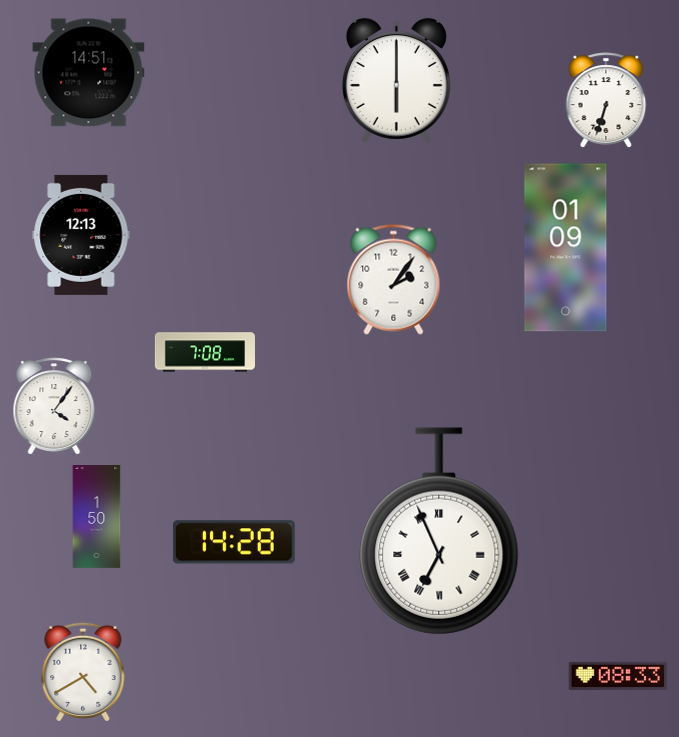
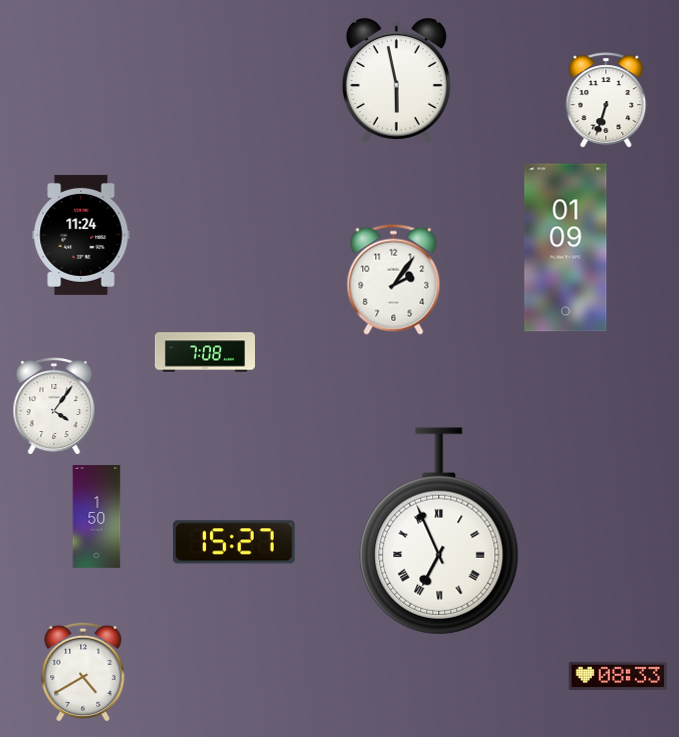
clock at (89, 73): 14:51 -> none
clock at (396, 80): 6:00 -> 5:58
clock at (81, 235): 12:13 -> 11:24
clock at (234, 542): 14:28 -> 15:27
